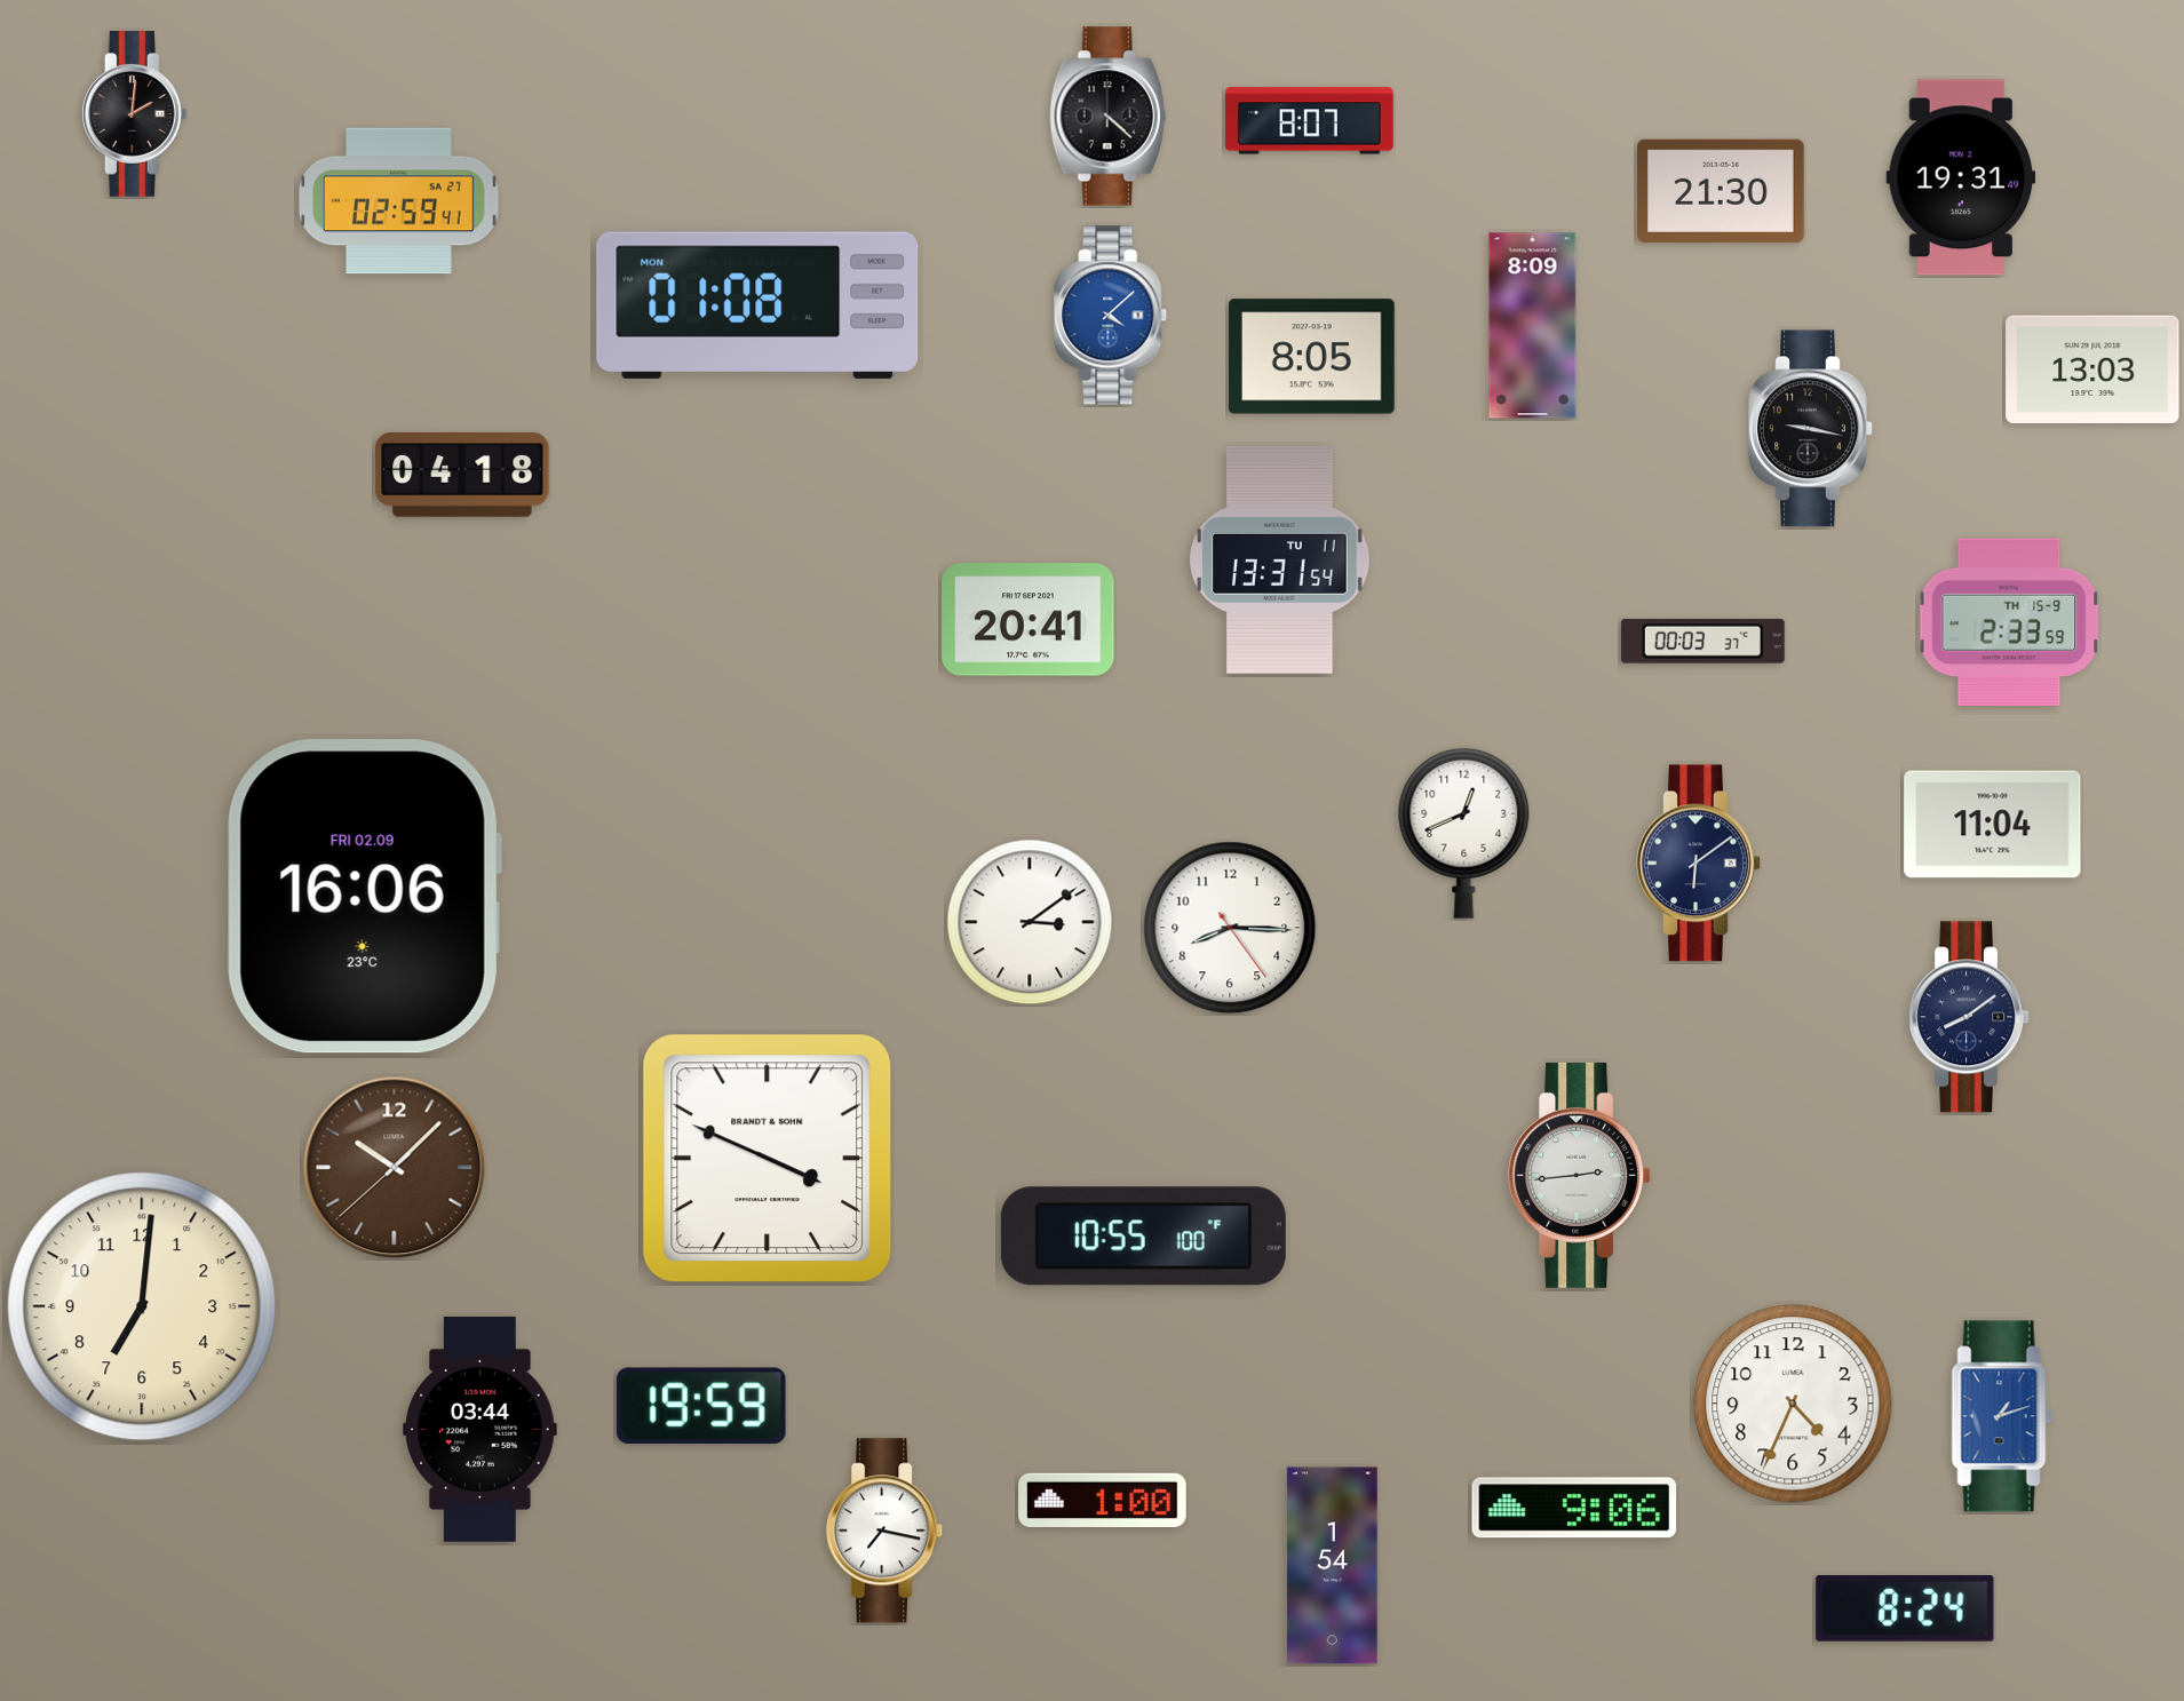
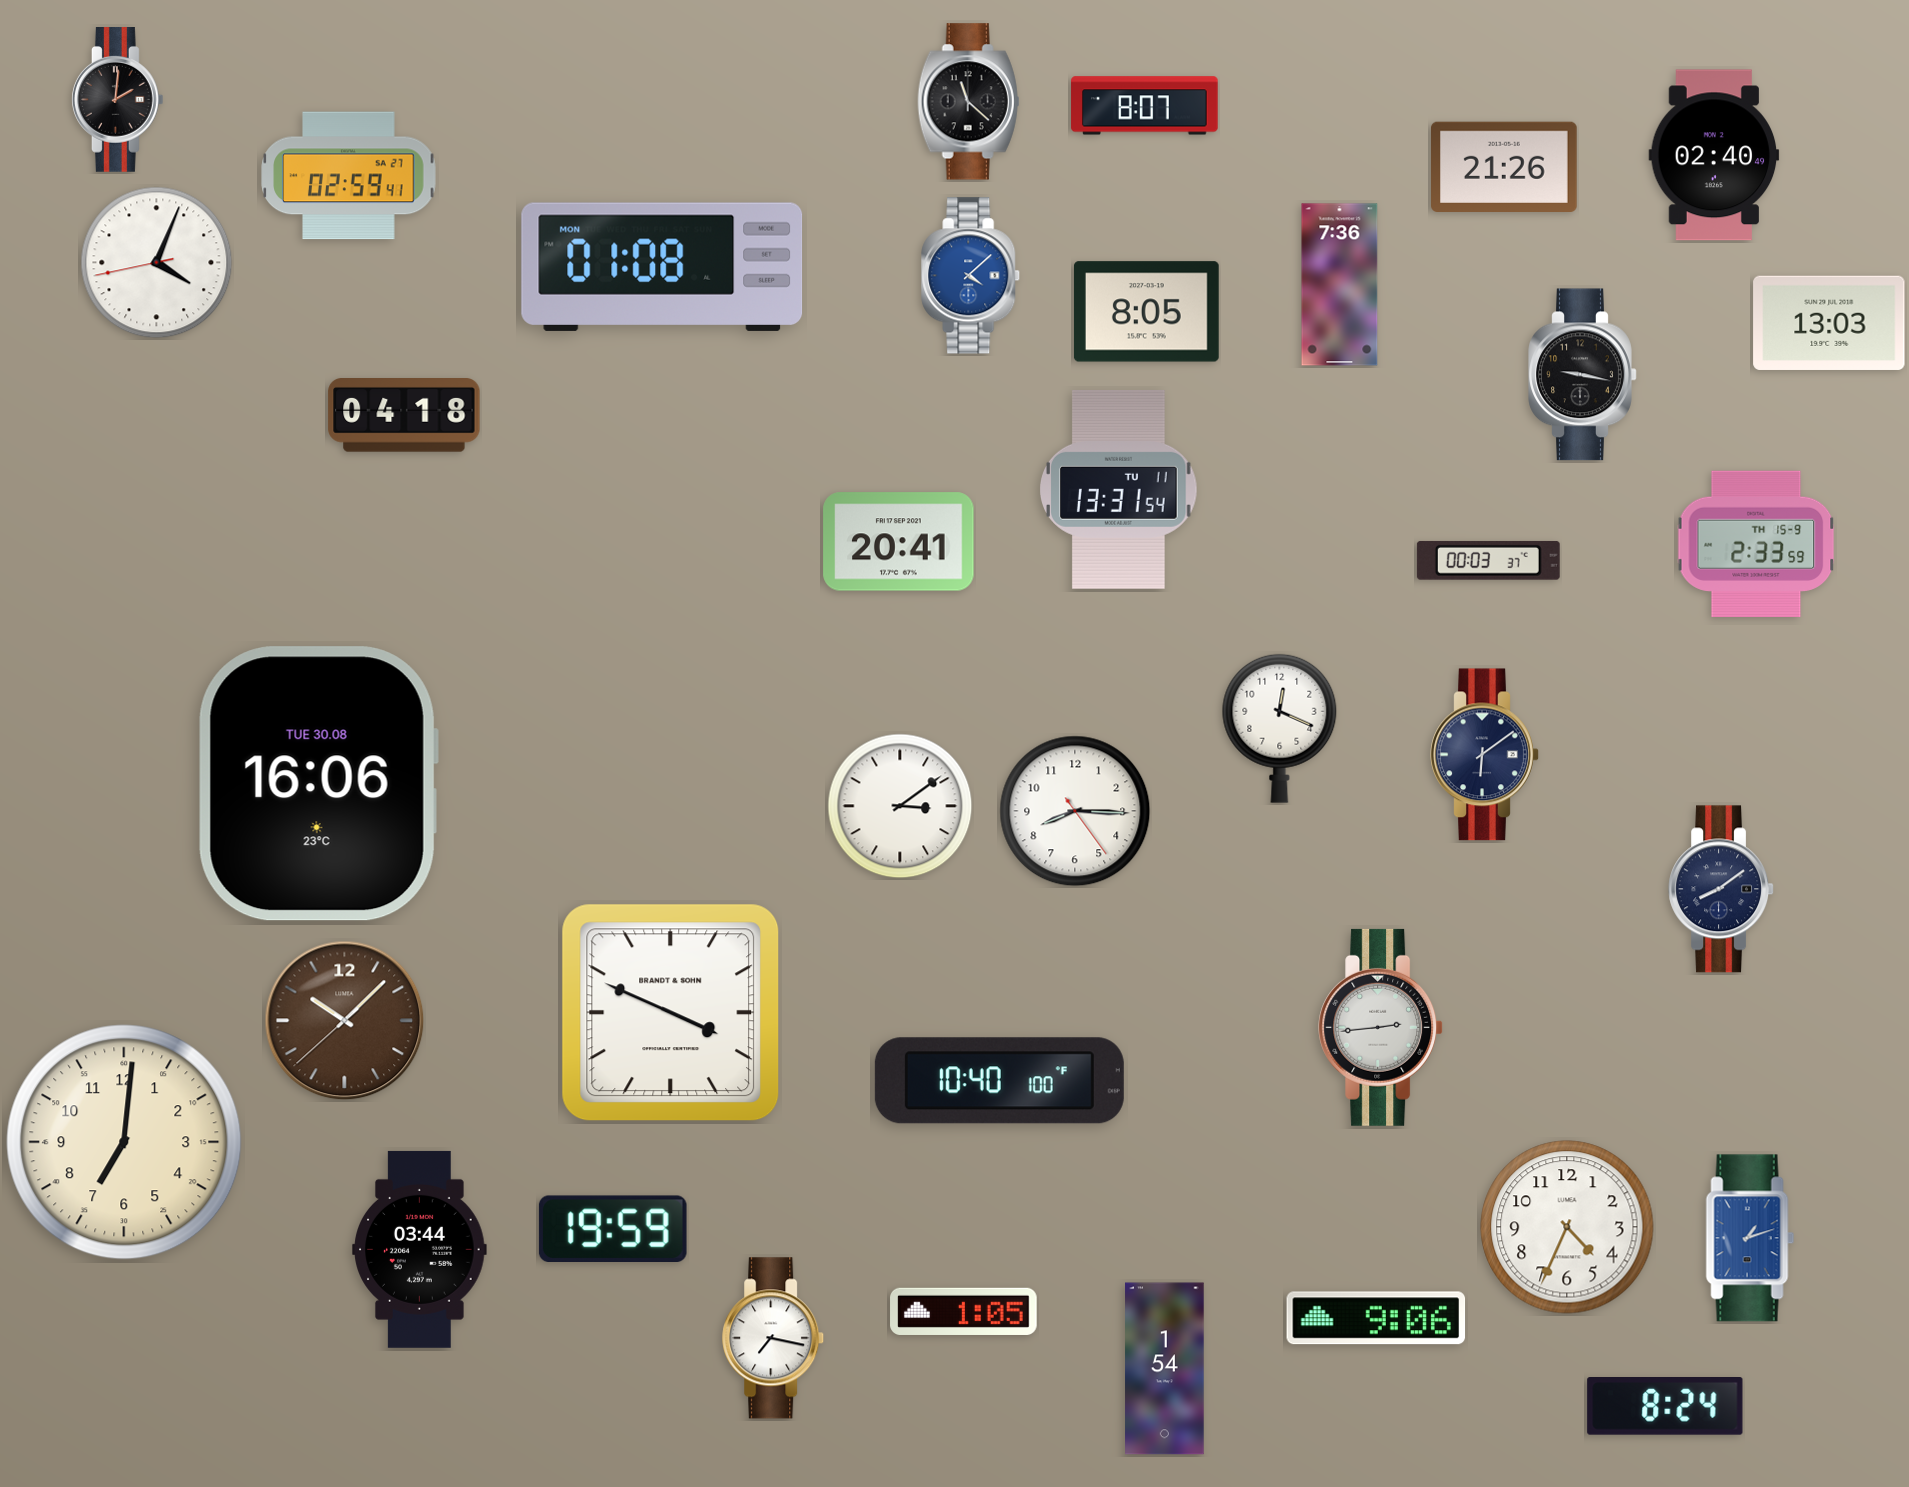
clock at (1109, 117): 4:22 -> 11:22
clock at (1961, 177): 19:31 -> 02:40
clock at (1722, 191): 21:30 -> 21:26
clock at (157, 263): none -> 4:03
clock at (1533, 326): 8:09 -> 7:36
clock at (1993, 825): 11:04 -> none
clock at (1464, 833): 12:41 -> 12:19
clock at (364, 897) date: FRI 02.09 -> TUE 30.08
clock at (1143, 1237): 10:55 -> 10:40
clock at (1103, 1500): 1:00 -> 1:05
